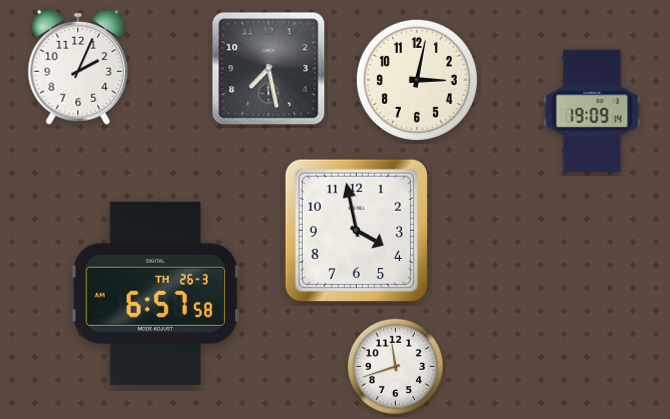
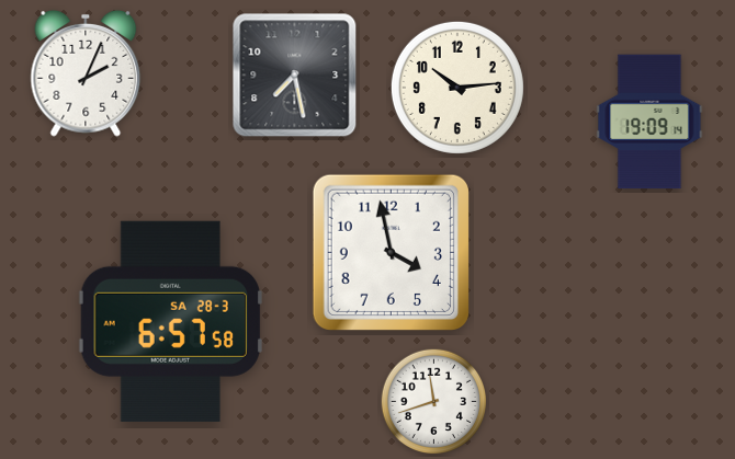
clock at (417, 80): 3:02 -> 10:14
clock at (155, 293) date: TH 26-3 -> SA 28-3
